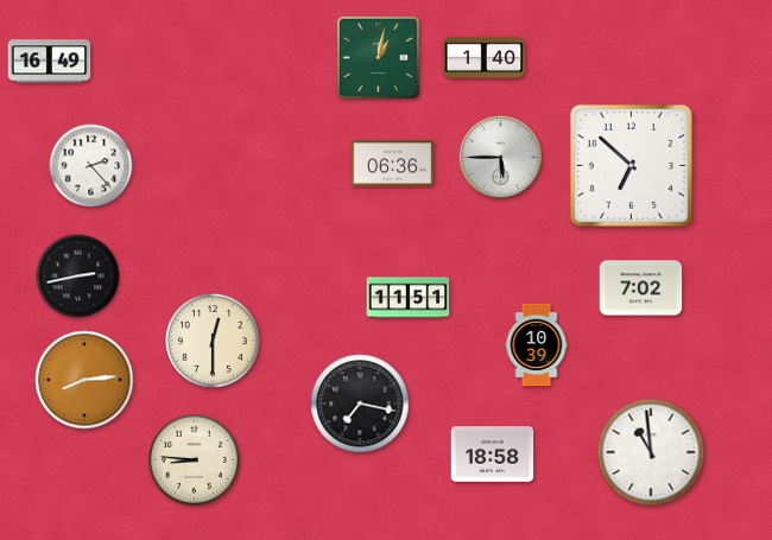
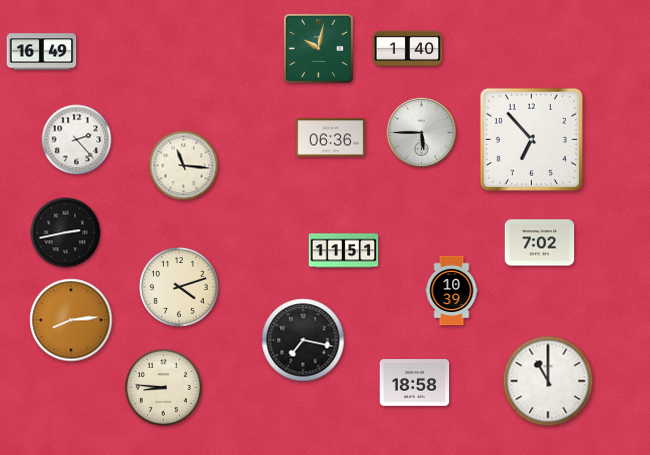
clock at (378, 57): 1:02 -> 10:02
clock at (631, 165): 6:52 -> 6:53
clock at (184, 166): none -> 11:16
clock at (213, 341): 12:30 -> 4:12
clock at (651, 452): 10:59 -> 11:00
